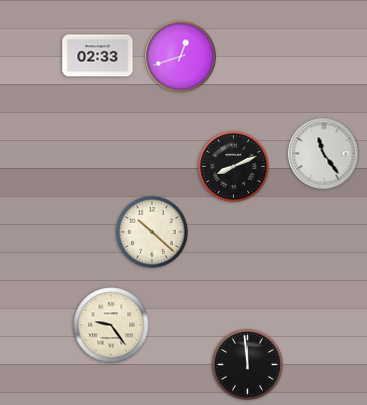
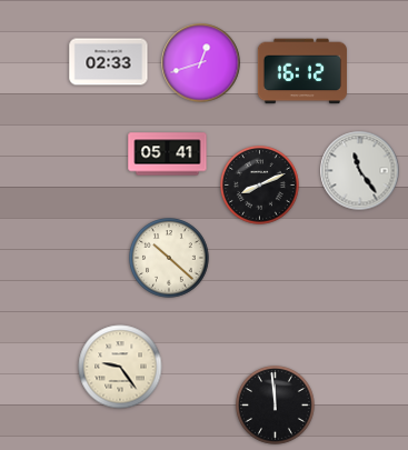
clock at (302, 71): none -> 16:12
clock at (168, 154): none -> 05:41
clock at (111, 325) position: (111, 325) -> (120, 367)
